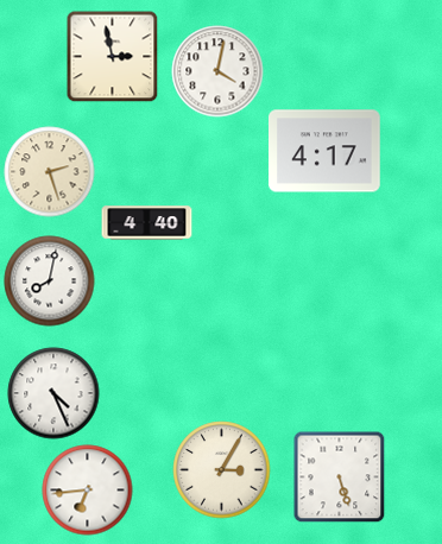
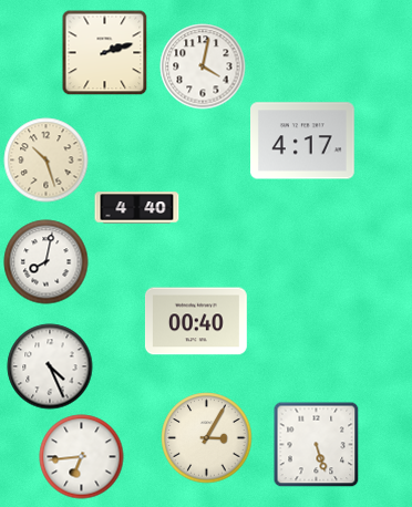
clock at (112, 56): 2:58 -> 2:12
clock at (50, 172): 2:27 -> 10:27
clock at (196, 321): none -> 00:40
